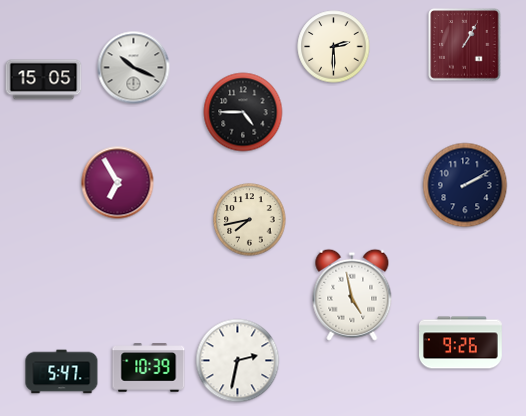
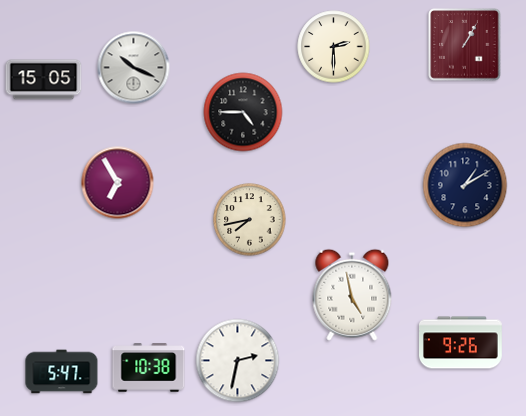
clock at (465, 185): 2:10 -> 1:10
clock at (149, 368): 10:39 -> 10:38
